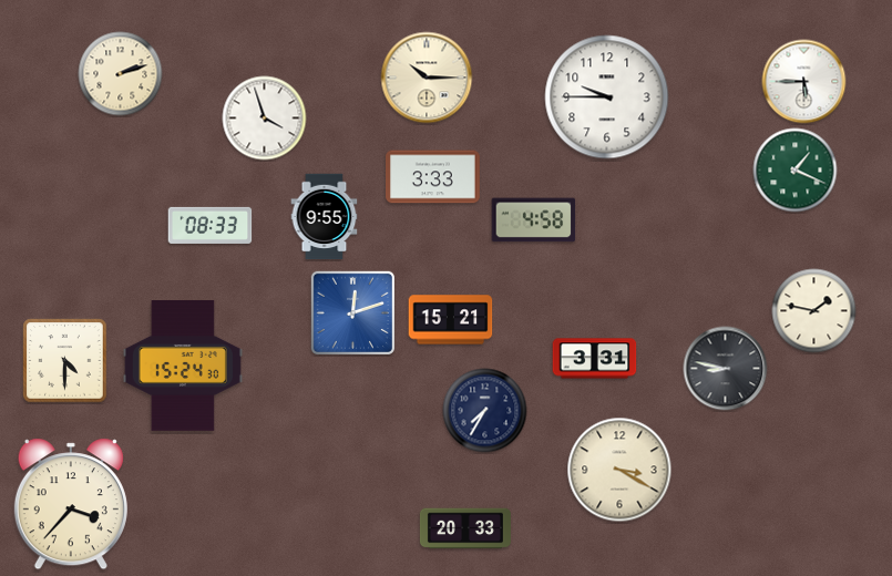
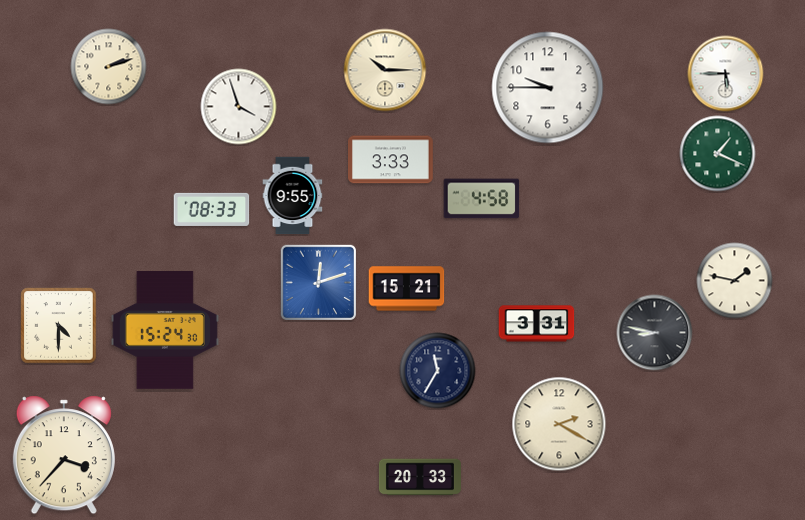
clock at (211, 225) position: (211, 225) -> (212, 209)
clock at (485, 411): 7:35 -> 11:35
clock at (619, 470): 3:20 -> 2:20
